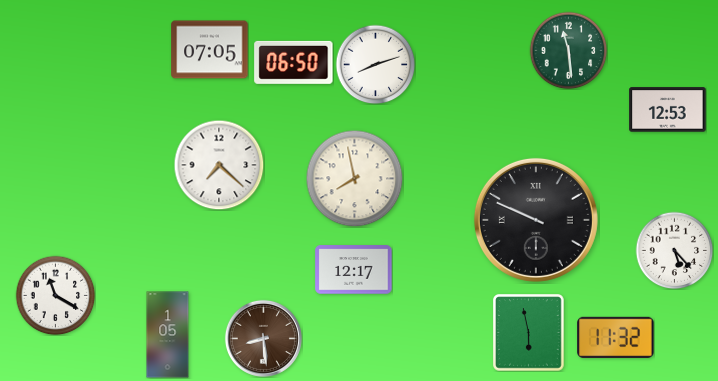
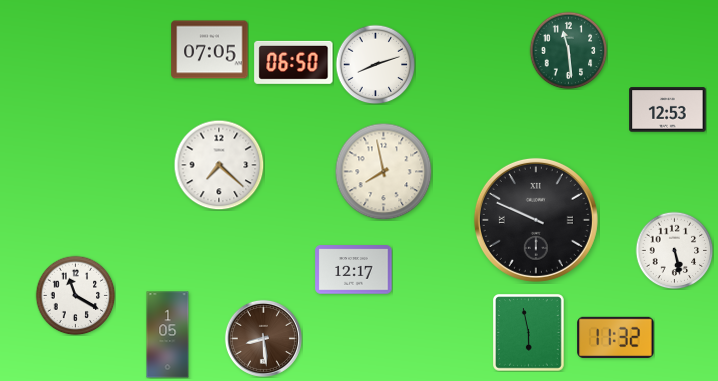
clock at (354, 178) position: (354, 178) -> (383, 171)
clock at (674, 250): 5:23 -> 5:28
clock at (55, 295) position: (55, 295) -> (75, 295)
